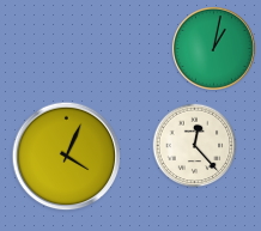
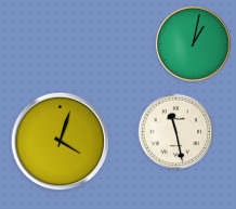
clock at (195, 146): 12:23 -> 11:28
clock at (67, 157): 4:04 -> 4:03
